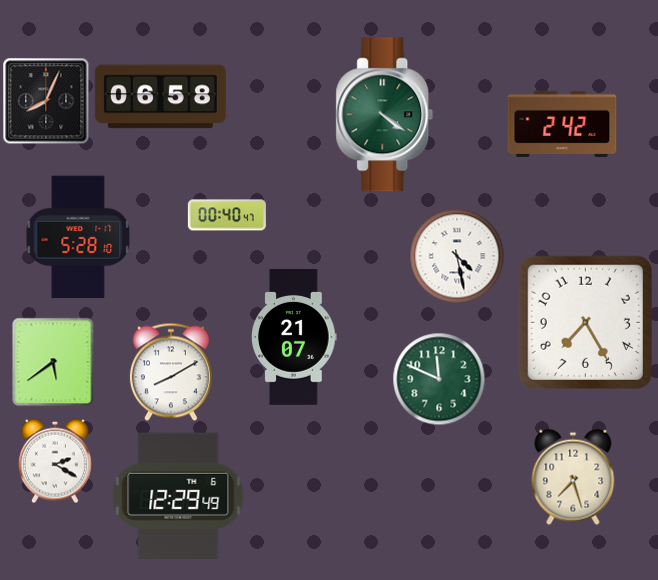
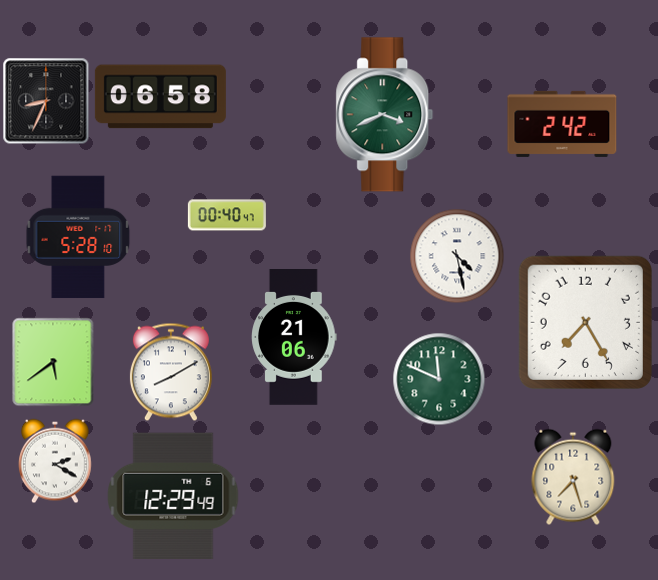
clock at (46, 101): 8:04 -> 8:34
clock at (385, 115): 4:21 -> 3:41
clock at (294, 338): 21:07 -> 21:06
clock at (178, 495) position: (178, 495) -> (173, 495)
